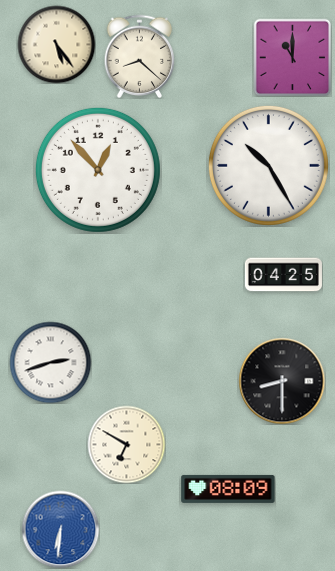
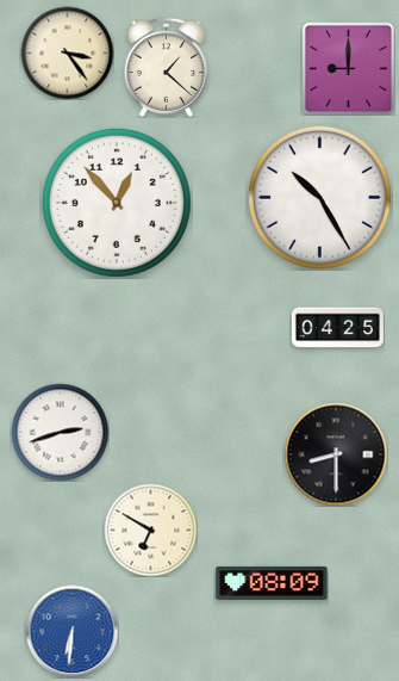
clock at (56, 44): 5:24 -> 3:24
clock at (140, 56): 8:22 -> 1:22
clock at (292, 57): 11:00 -> 9:00
